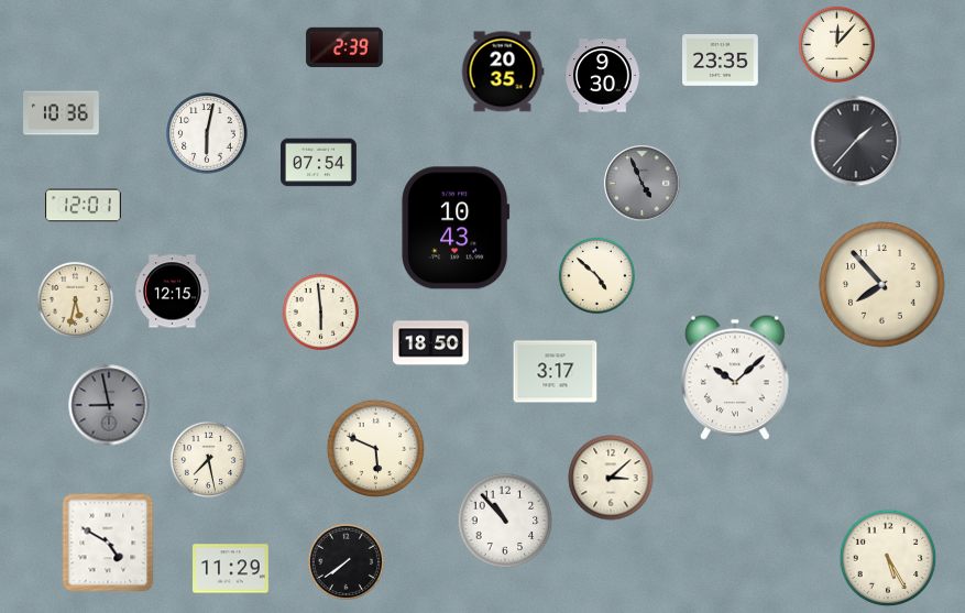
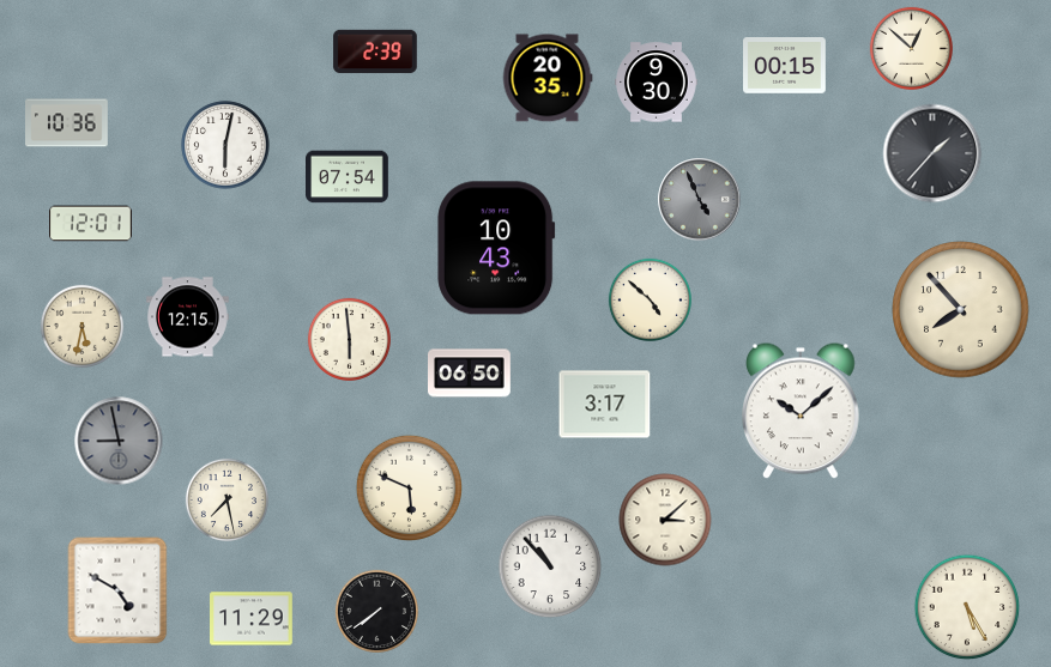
clock at (836, 44): 12:07 -> 12:52
clock at (721, 61): 23:35 -> 00:15
clock at (431, 343): 18:50 -> 06:50
